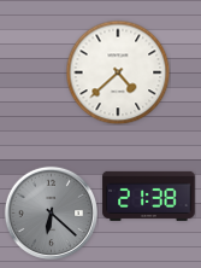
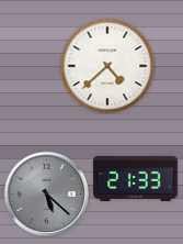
clock at (149, 196): 21:38 -> 21:33
clock at (51, 212): 6:22 -> 5:22
